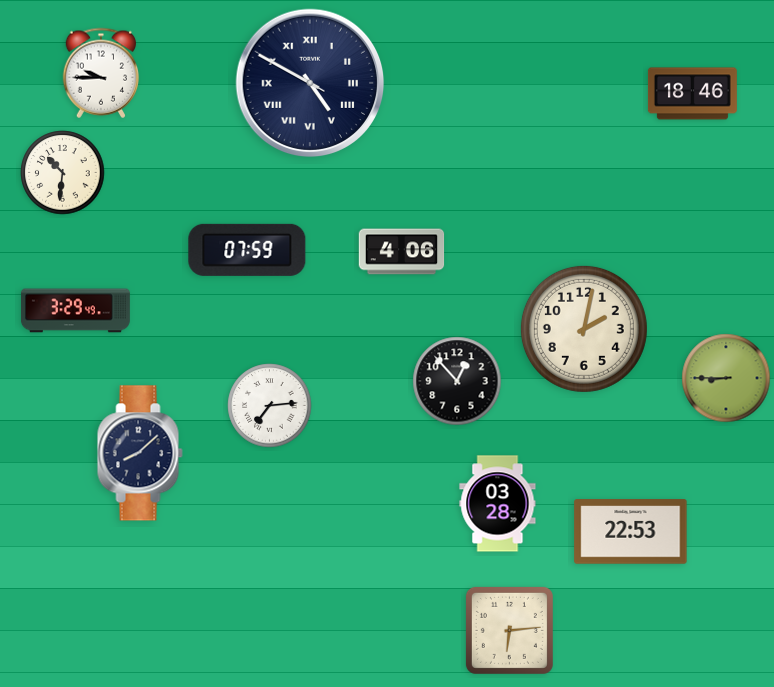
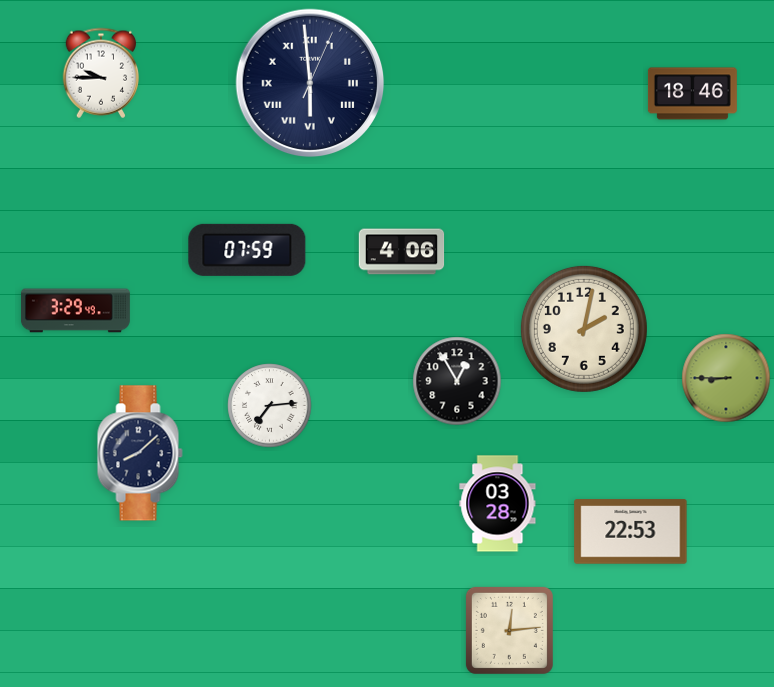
clock at (310, 83): 4:49 -> 5:59
clock at (63, 173): 10:31 -> none
clock at (457, 381): 12:53 -> 12:55
clock at (509, 630): 6:14 -> 12:14
